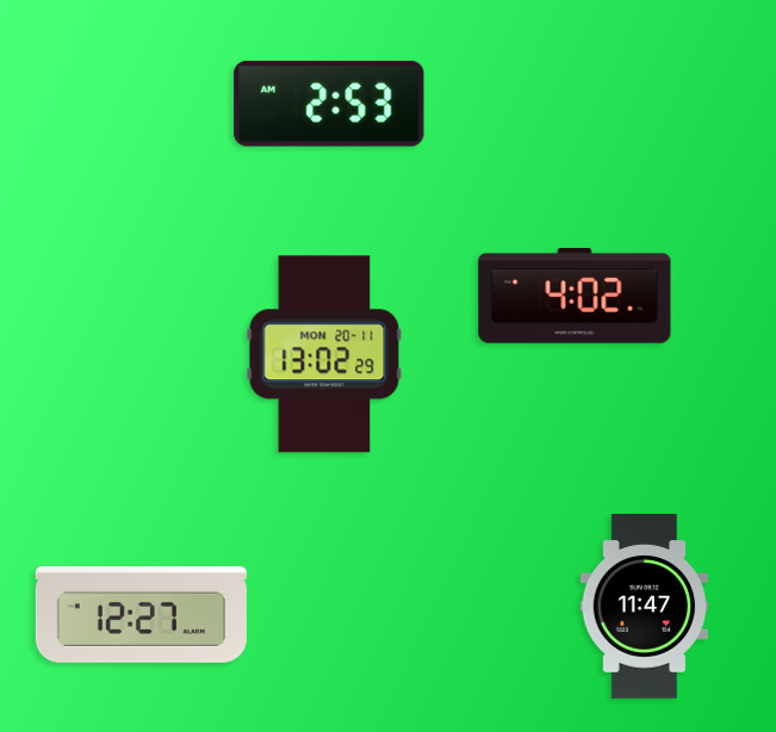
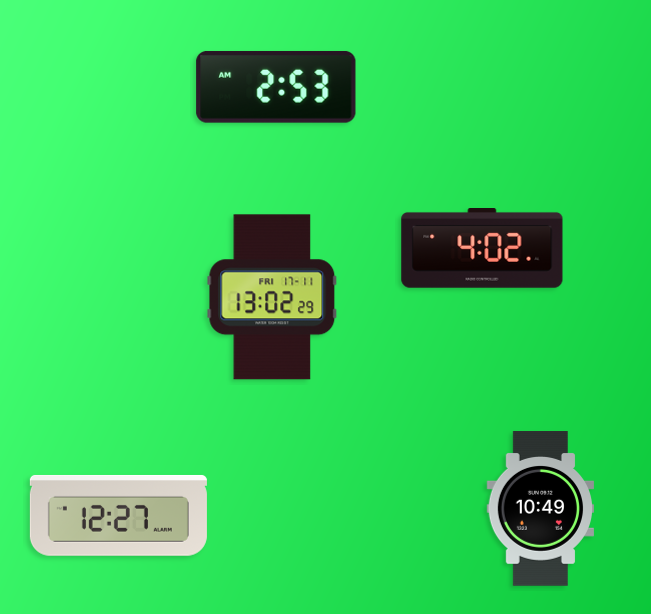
clock at (324, 354) date: MON 20-11 -> FRI 17-11
clock at (645, 607): 11:47 -> 10:49
